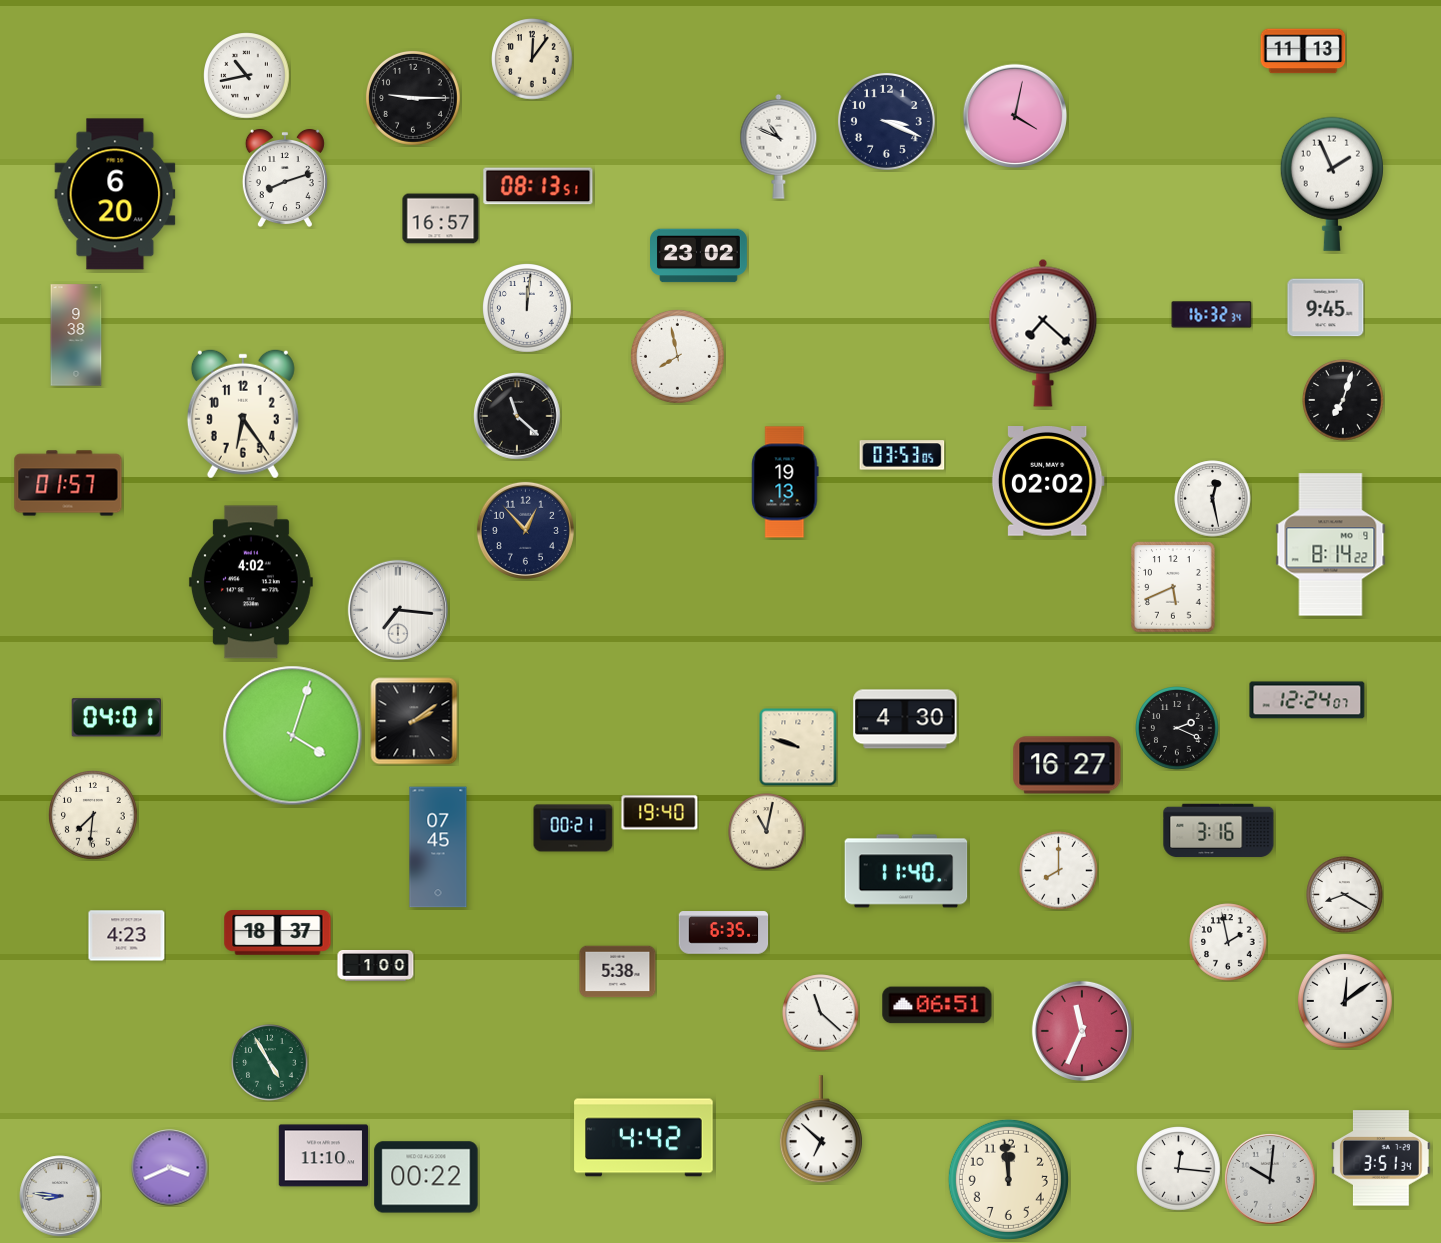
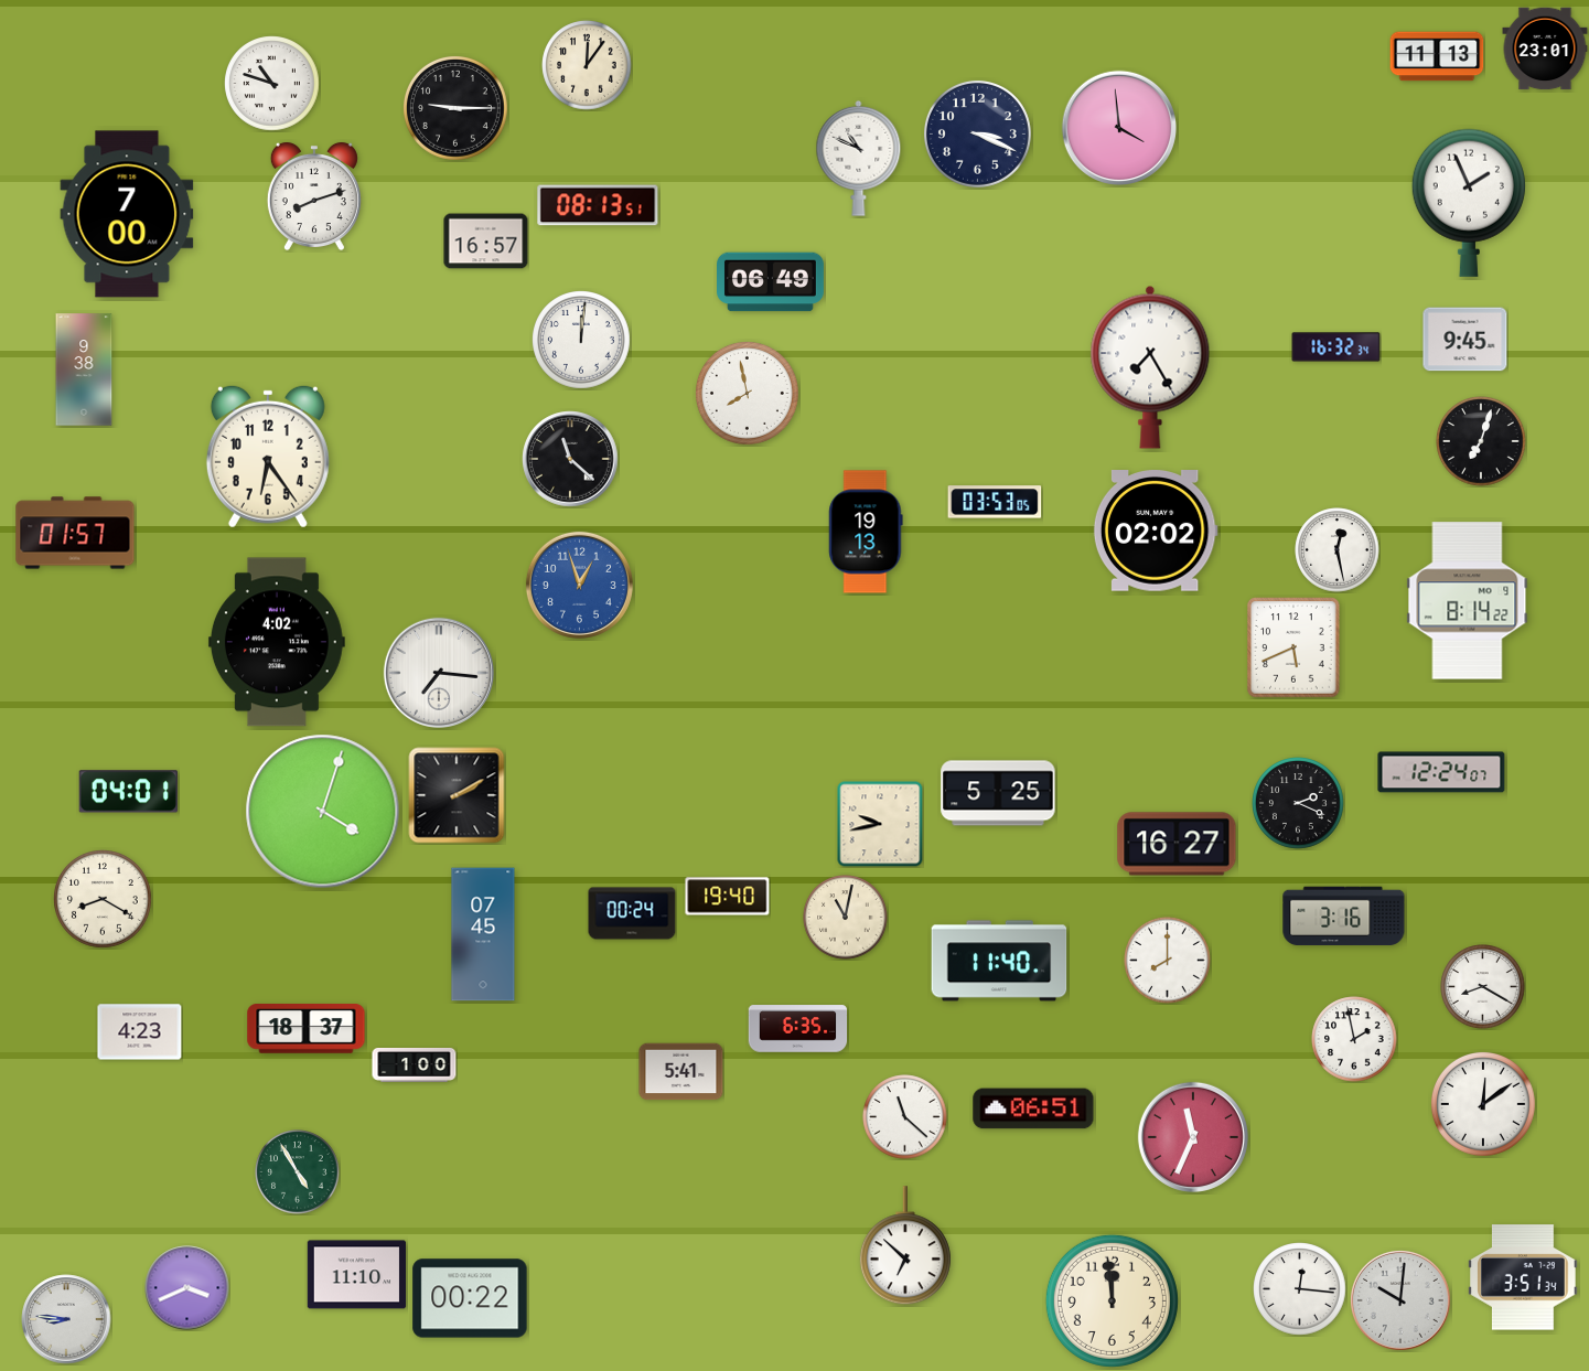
clock at (1545, 49): none -> 23:01
clock at (247, 76): 10:43 -> 10:48
clock at (1014, 115): 4:02 -> 3:59
clock at (779, 146) position: (779, 146) -> (859, 158)
clock at (538, 186) position: (538, 186) -> (598, 205)
clock at (115, 194): 6:20 -> 7:00
clock at (699, 256): 23:02 -> 06:49
clock at (1326, 308) position: (1326, 308) -> (1465, 340)
clock at (1043, 333): 7:22 -> 7:25
clock at (525, 530): 12:53 -> 12:57
clock at (525, 530) dial: navy -> blue
clock at (905, 719): 4:30 -> 5:25
clock at (414, 721): 2:09 -> 2:10
clock at (798, 747): 9:48 -> 9:43
clock at (94, 816): 7:31 -> 8:20
clock at (573, 828): 00:21 -> 00:24
clock at (618, 972): 5:38 -> 5:41
clock at (644, 1138): 4:42 -> none
